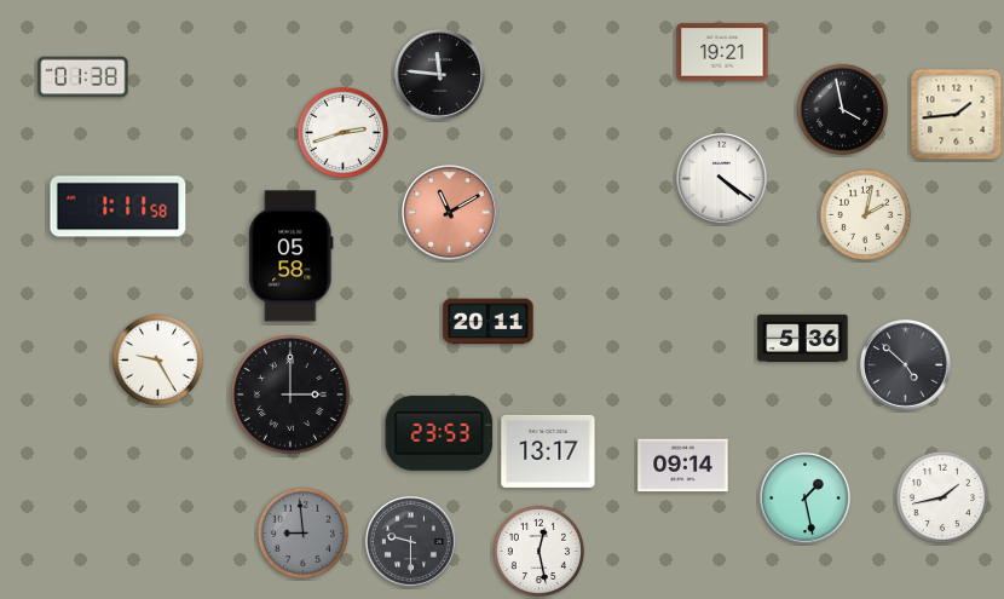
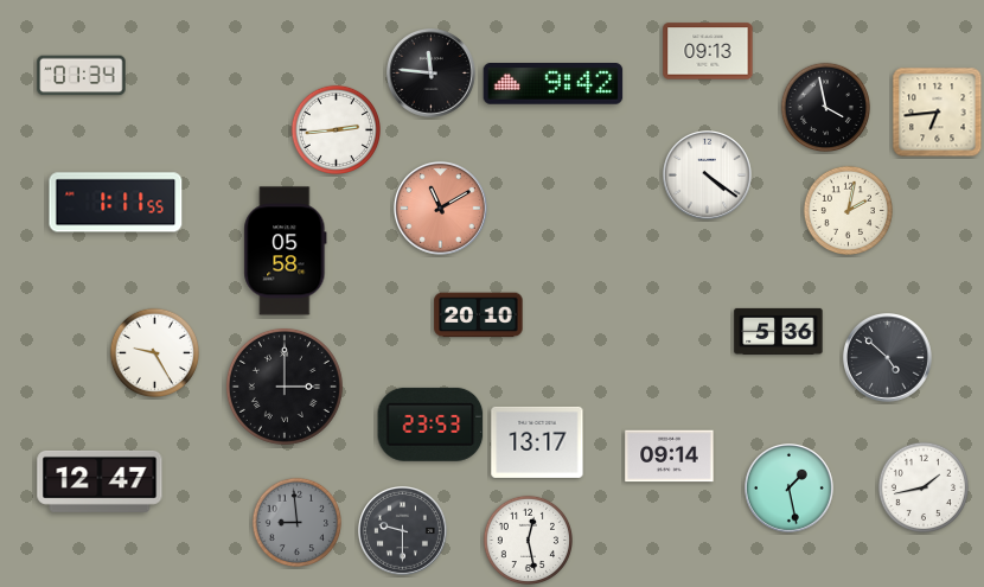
clock at (722, 52): 19:21 -> 09:13
clock at (83, 77): 01:38 -> 01:34
clock at (554, 84): none -> 9:42
clock at (957, 115): 1:44 -> 6:44
clock at (342, 132): 2:42 -> 2:44
clock at (119, 207): 1:11:58 -> 1:11:55
clock at (489, 322): 20:11 -> 20:10
clock at (803, 338) position: (803, 338) -> (779, 331)
clock at (100, 481): none -> 12:47
